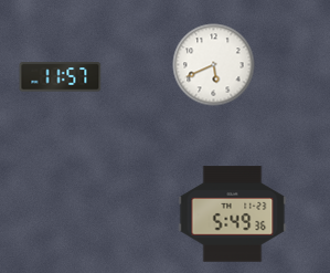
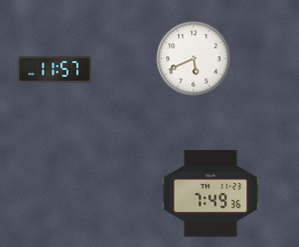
clock at (233, 214): 5:49 -> 7:49
